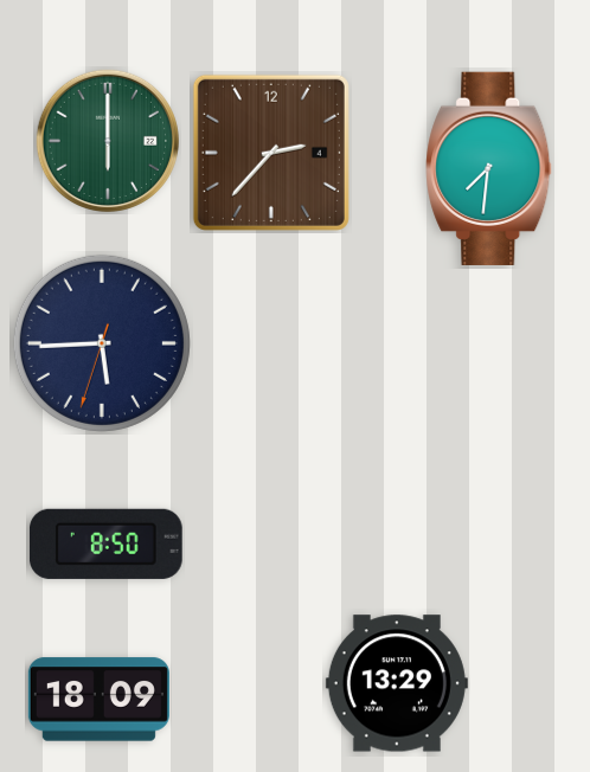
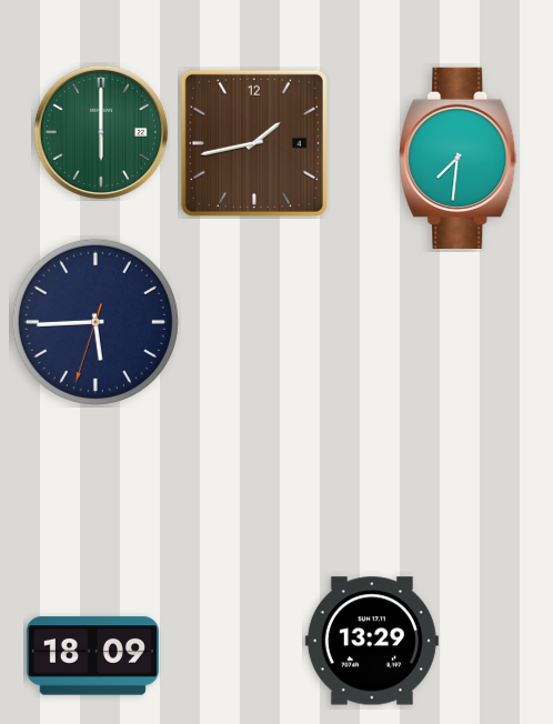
clock at (271, 153): 2:37 -> 1:43
clock at (105, 543): 8:50 -> none
